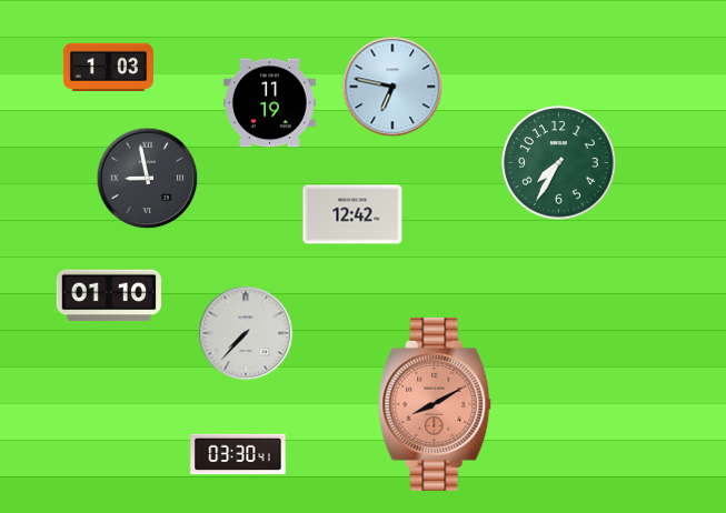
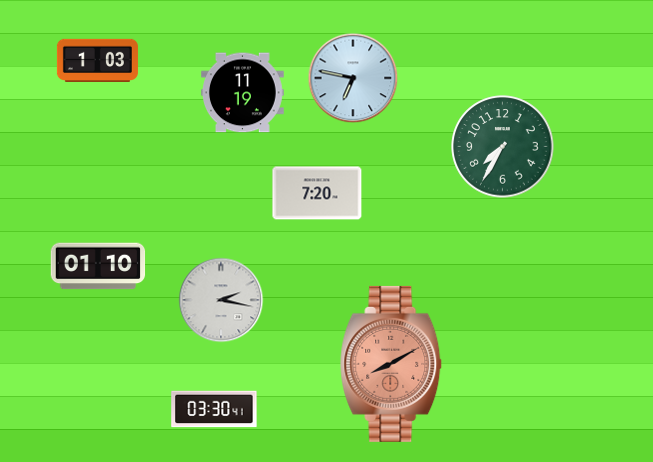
clock at (148, 179): 8:58 -> none
clock at (352, 214): 12:42 -> 7:20
clock at (246, 333): 7:37 -> 2:17
